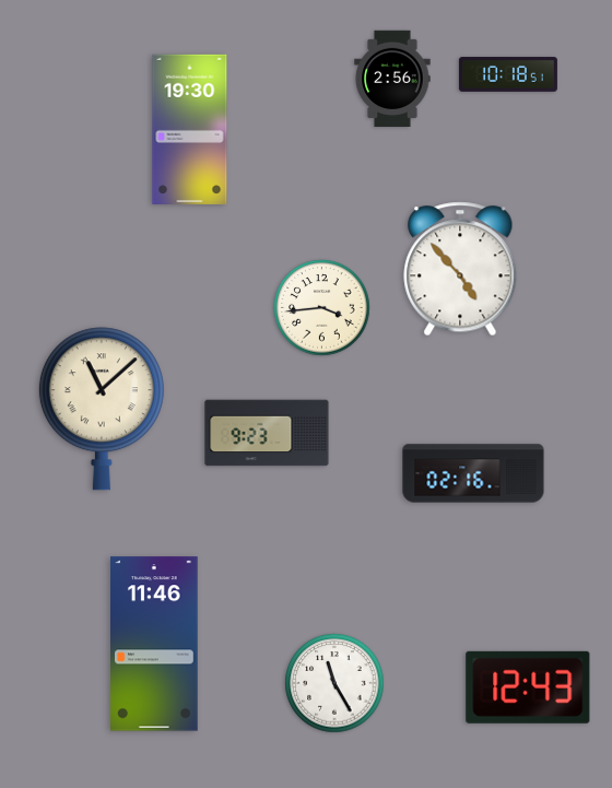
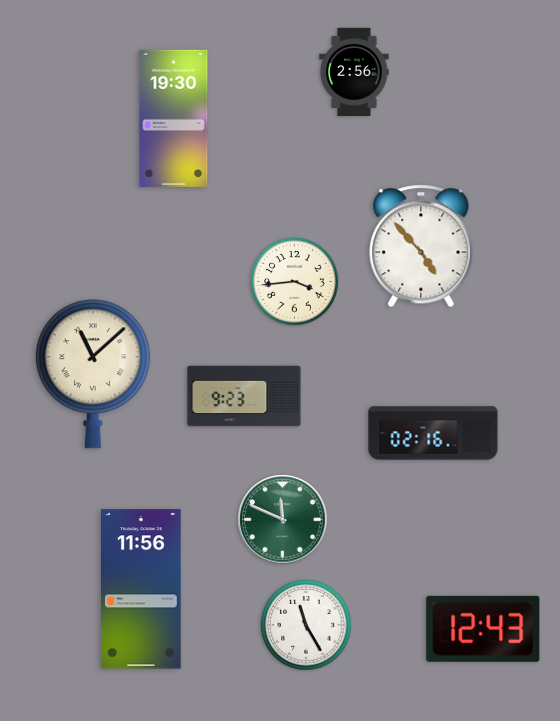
clock at (508, 74): 10:18 -> none
clock at (392, 78) position: (392, 78) -> (354, 71)
clock at (283, 520): none -> 11:49
clock at (155, 644): 11:46 -> 11:56
